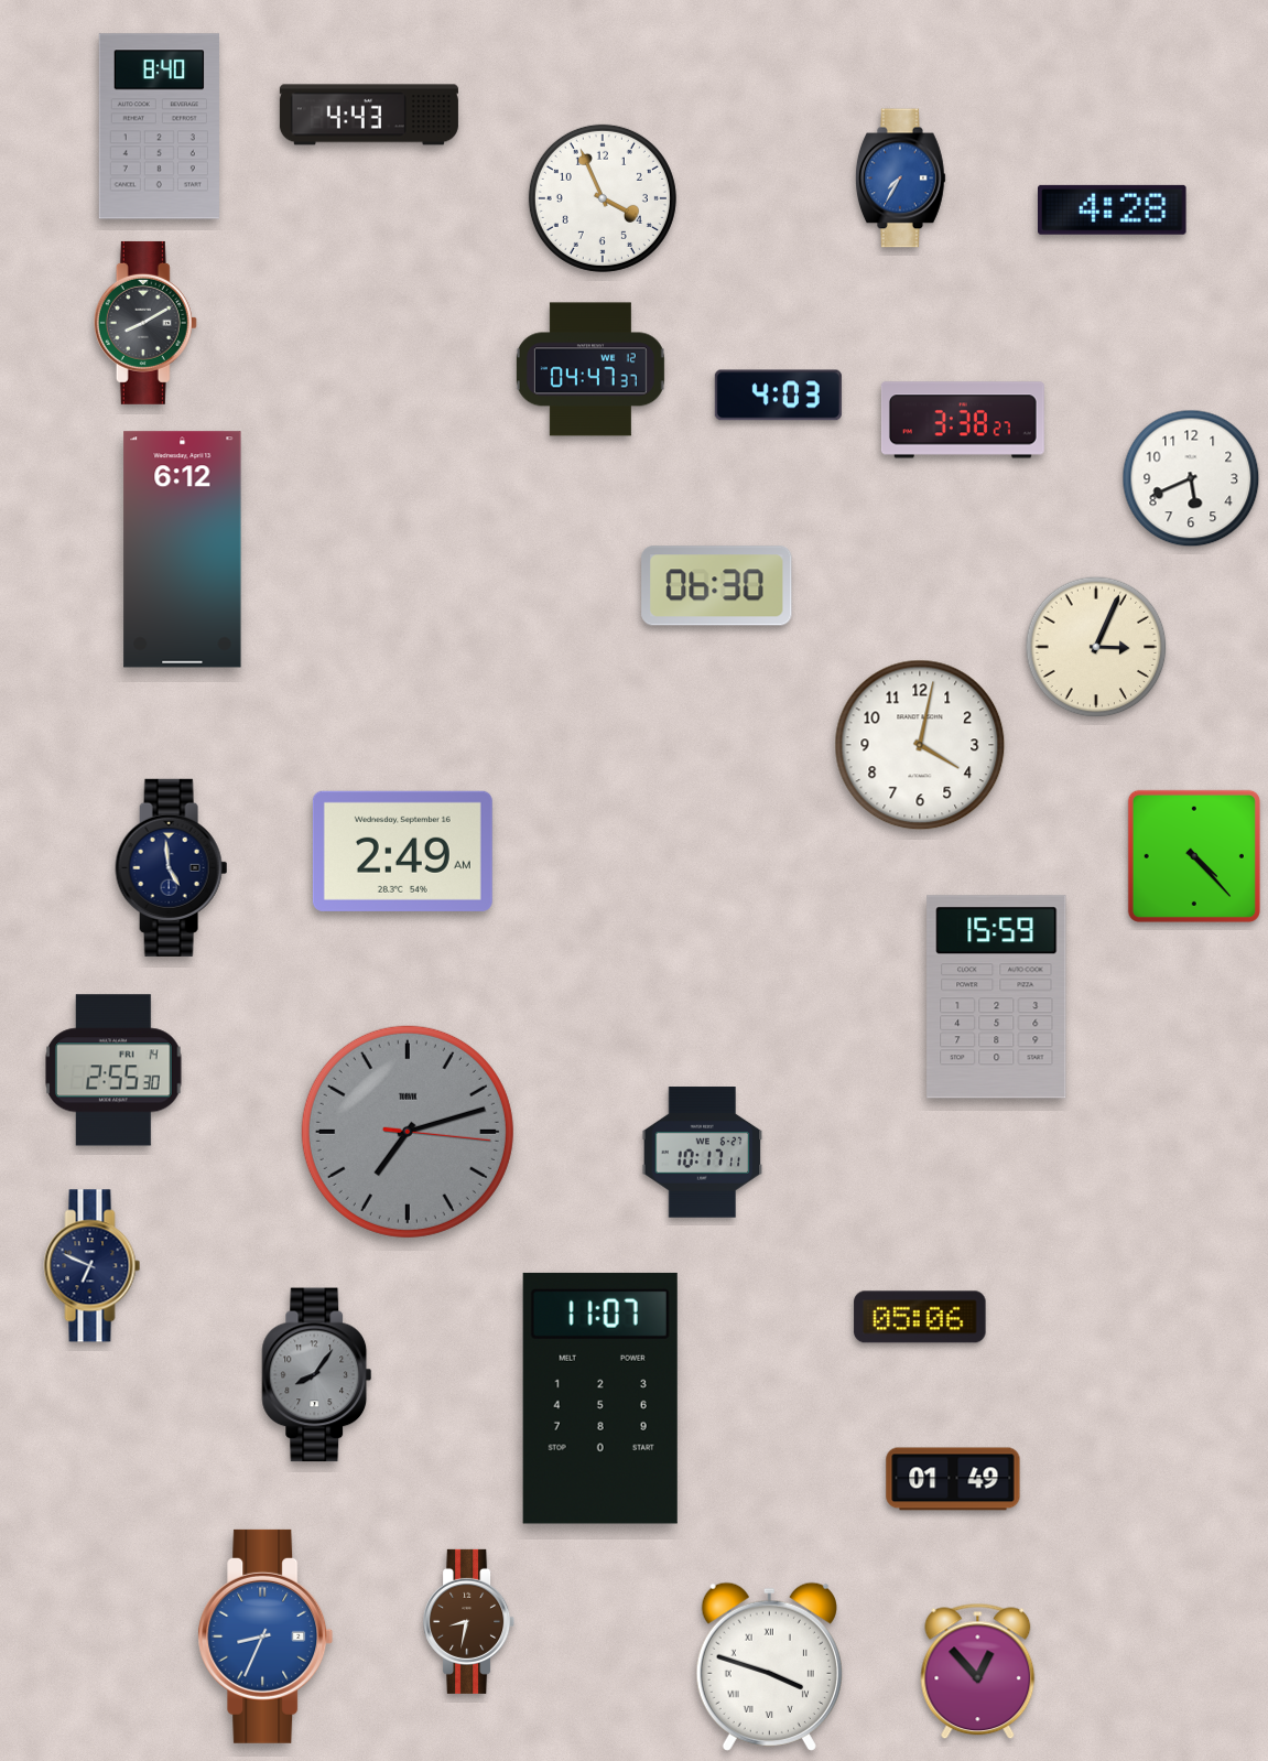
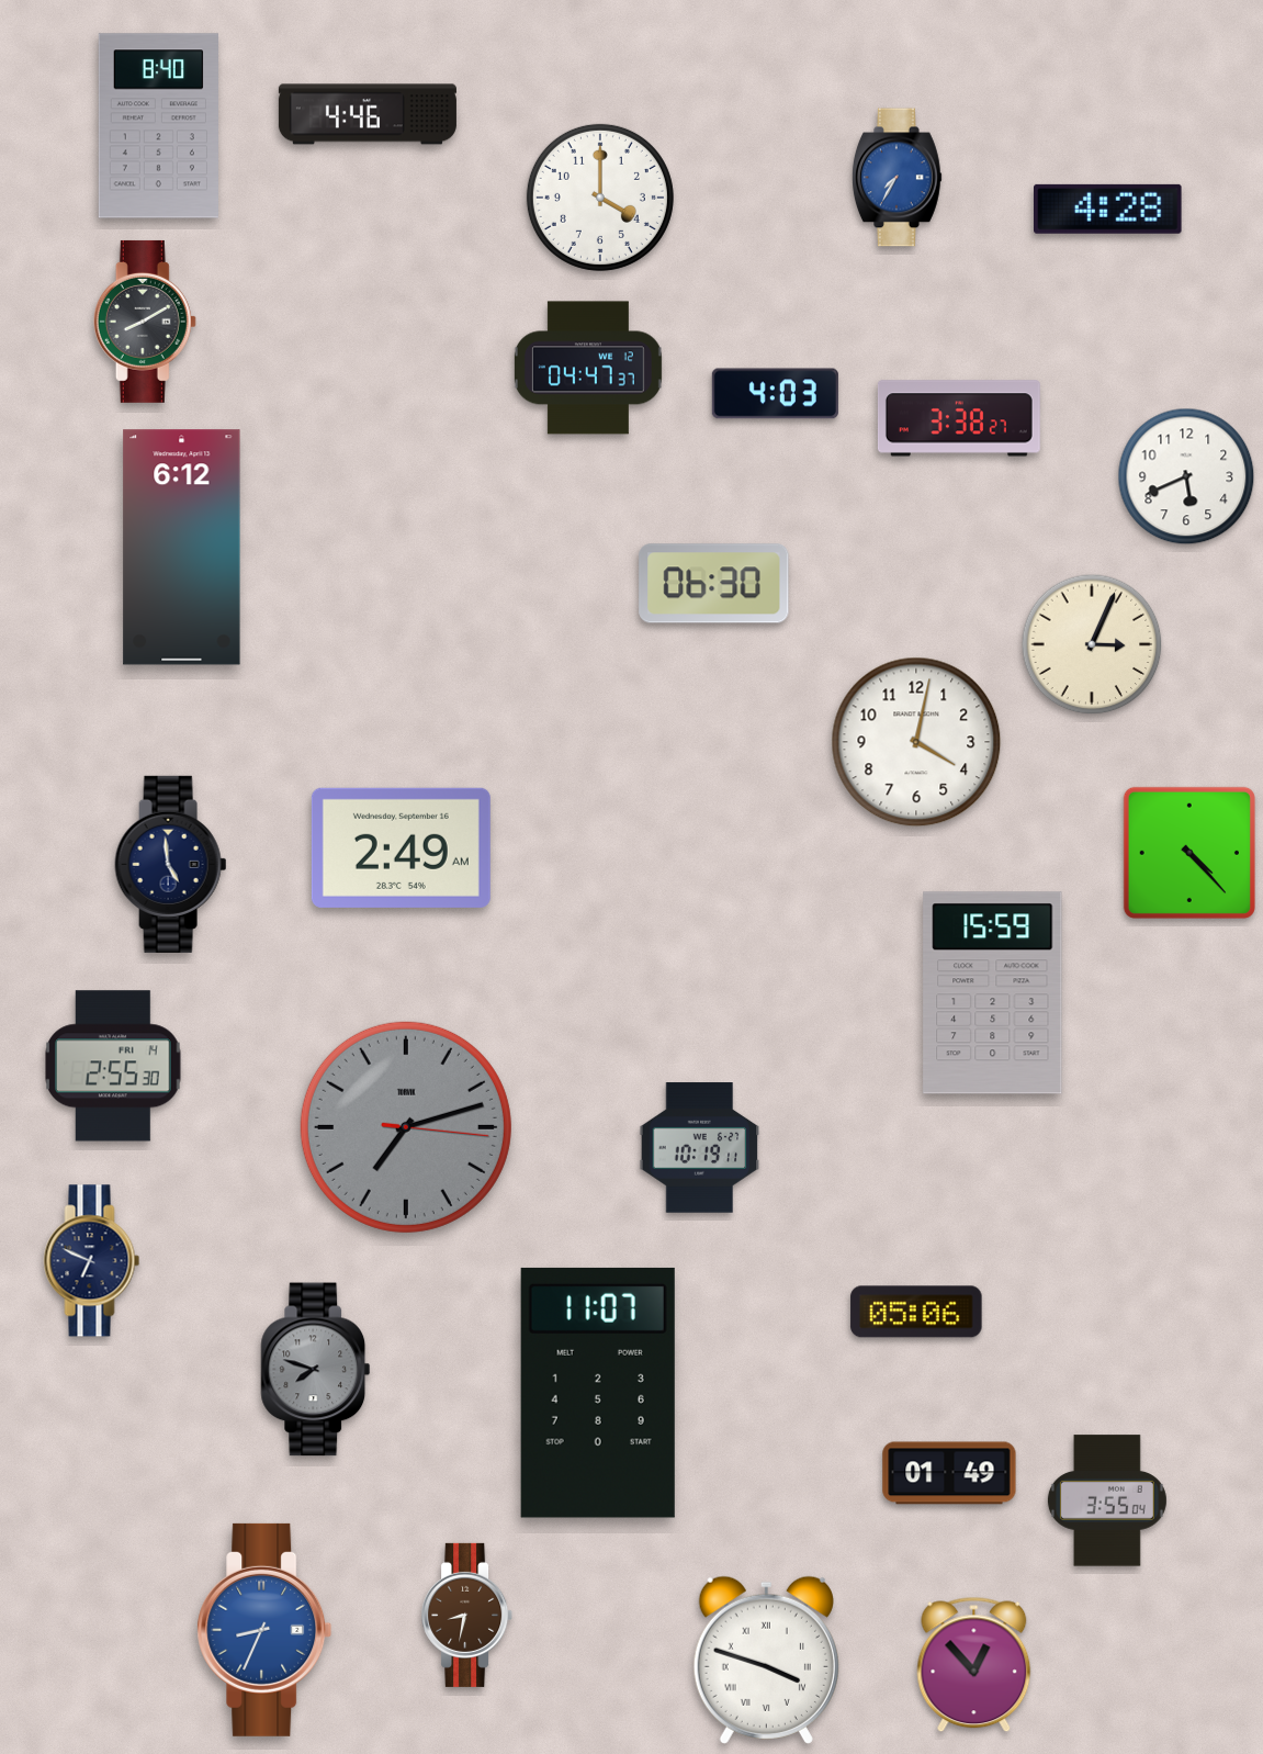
clock at (369, 115): 4:43 -> 4:46
clock at (603, 198): 3:56 -> 4:00
clock at (703, 1153): 10:17 -> 10:19
clock at (317, 1375): 8:06 -> 7:48
clock at (1107, 1500): none -> 3:55
